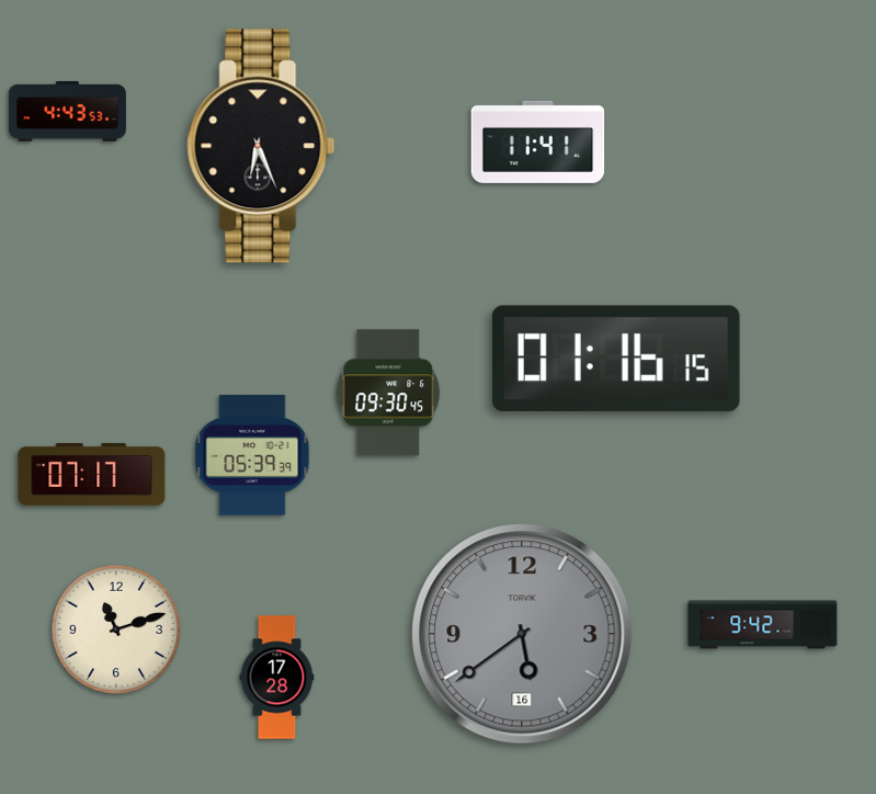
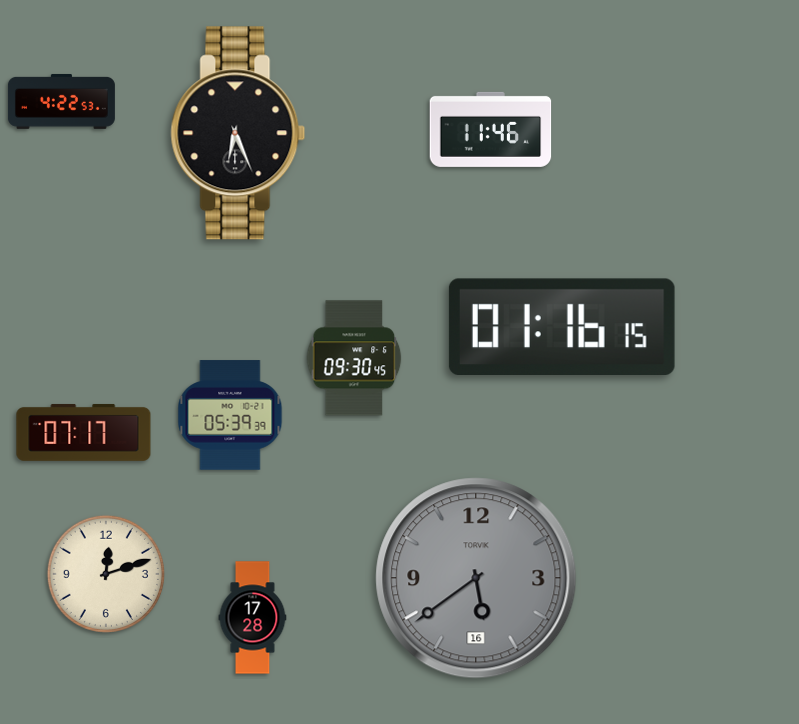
clock at (67, 111): 4:43 -> 4:22
clock at (538, 141): 11:41 -> 11:46
clock at (763, 625): 9:42 -> none
clock at (116, 629): 11:12 -> 12:12
